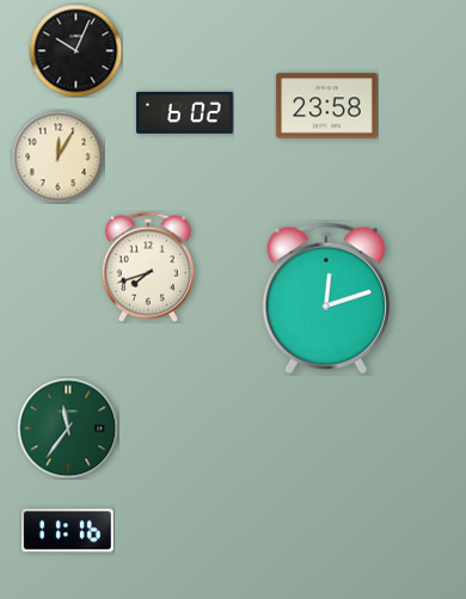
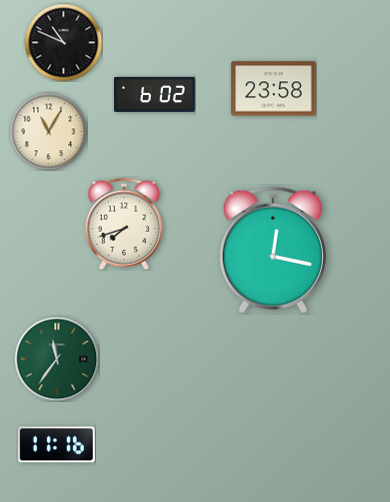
clock at (75, 50): 10:04 -> 10:49
clock at (57, 156): 12:05 -> 11:05
clock at (326, 298): 12:12 -> 12:17
